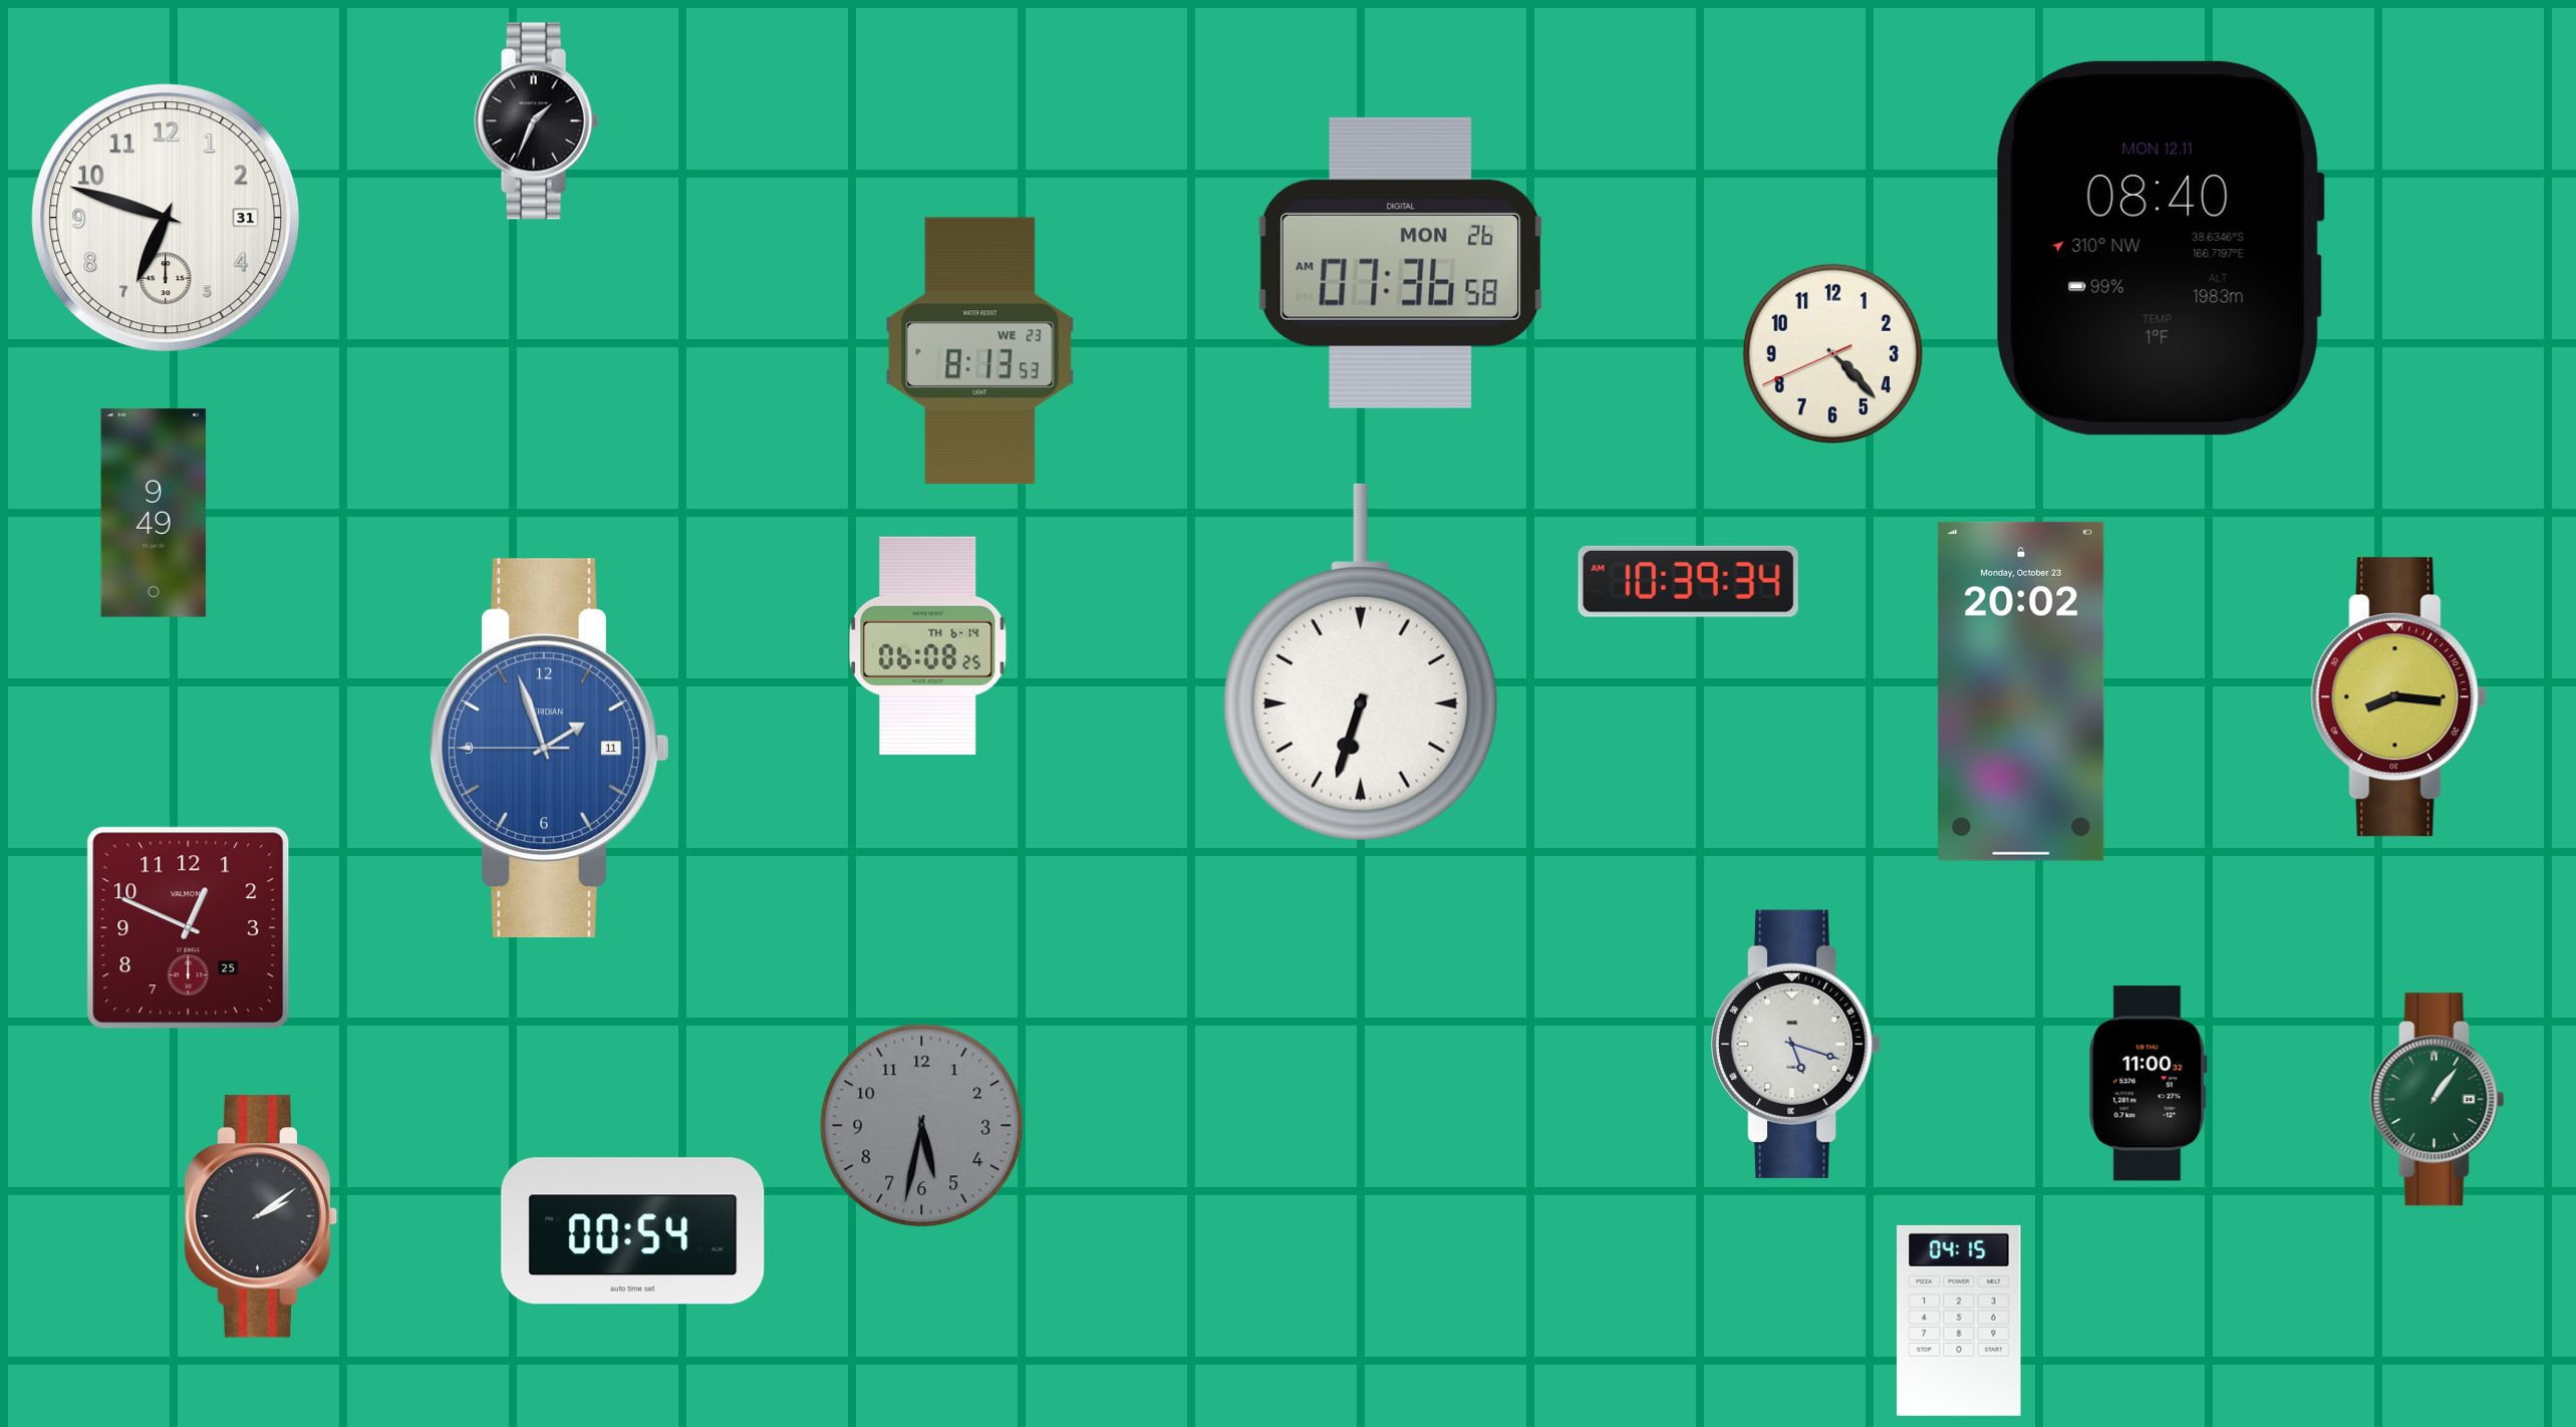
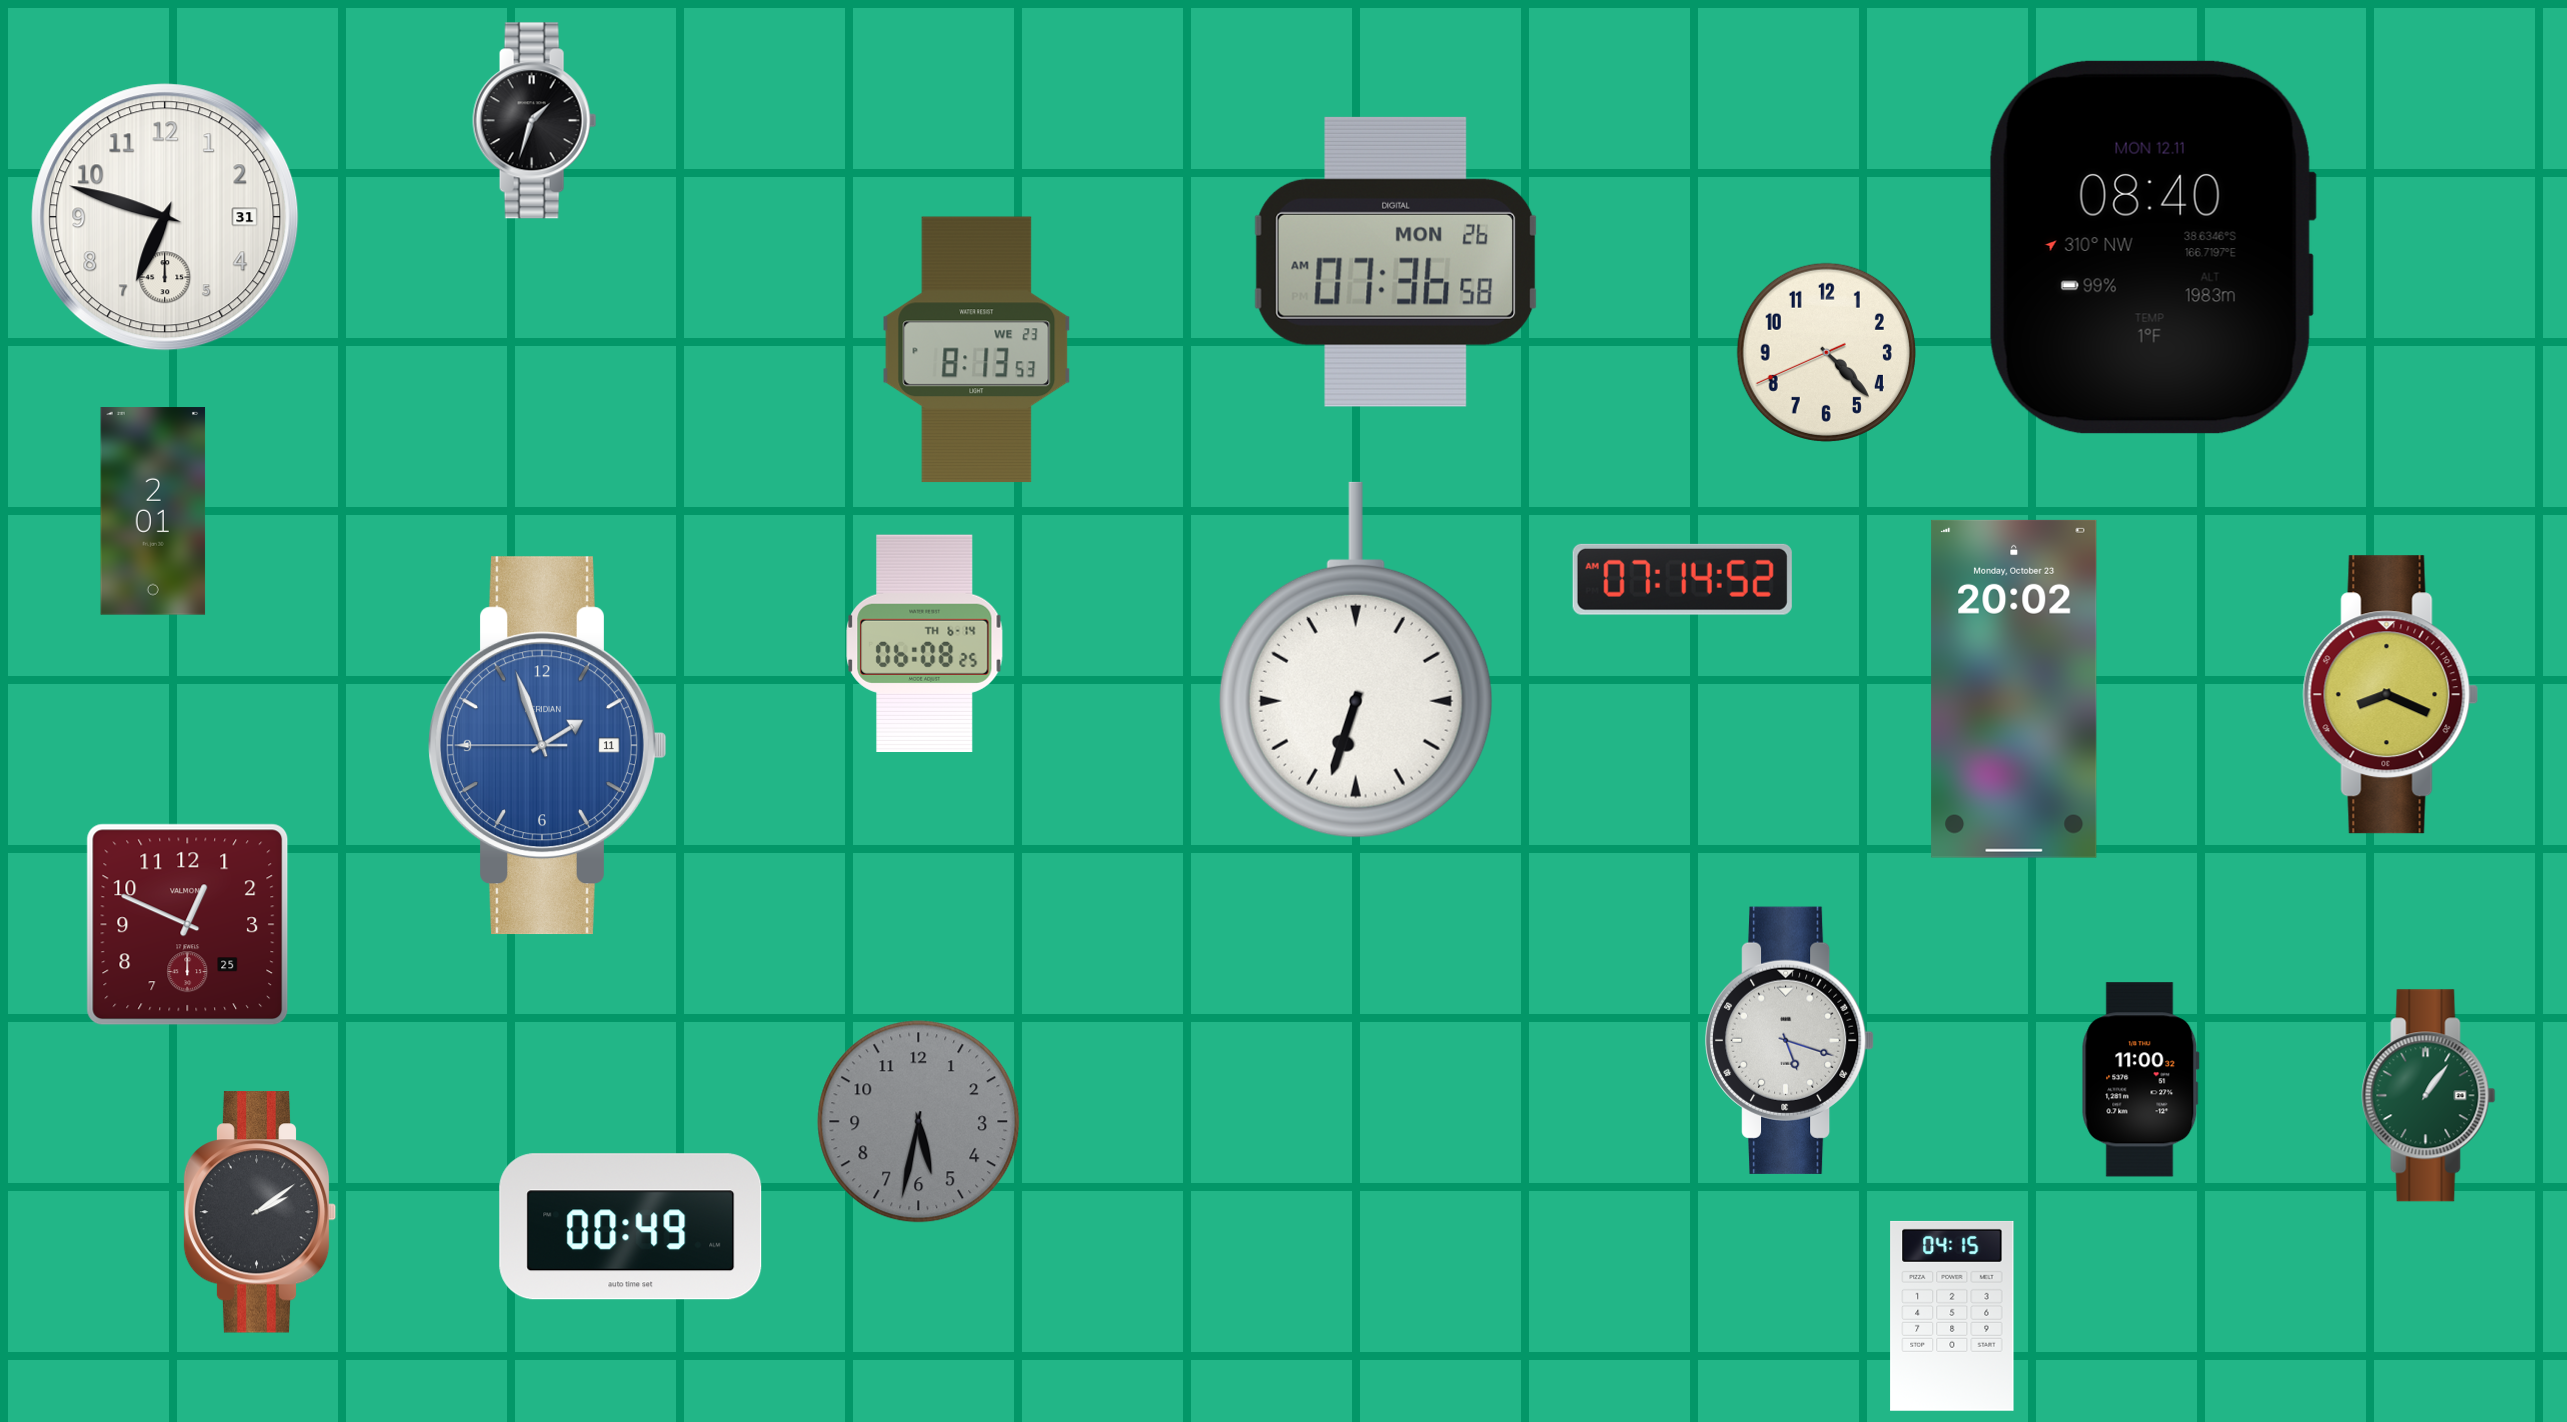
clock at (537, 121): 1:34 -> 1:33
clock at (154, 513): 9:49 -> 2:01
clock at (1688, 581): 10:39 -> 07:14
clock at (2399, 697): 8:16 -> 8:19
clock at (633, 1231): 00:54 -> 00:49
